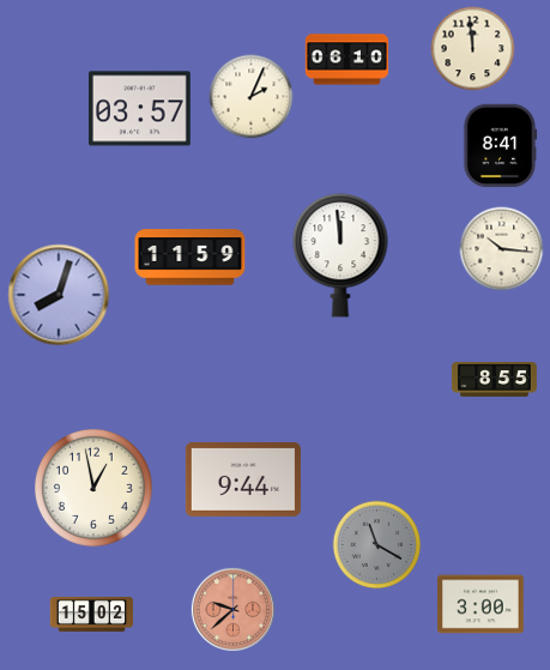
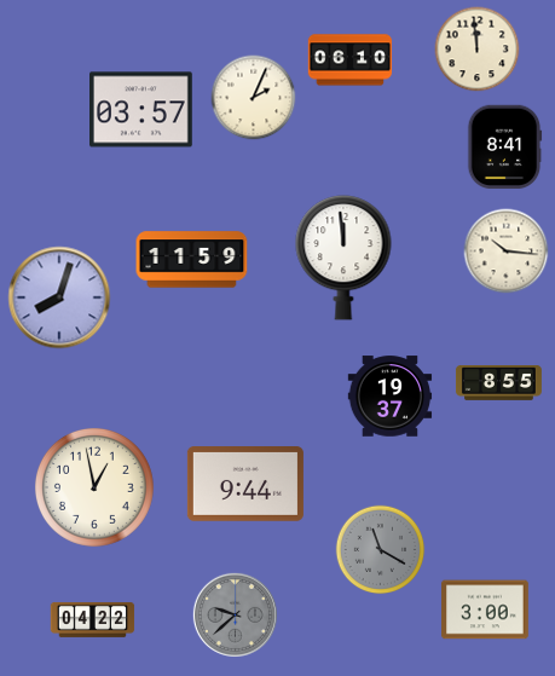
clock at (391, 397): none -> 19:37
clock at (93, 488) position: (93, 488) -> (94, 487)
clock at (232, 609) dial: salmon -> grey
clock at (92, 614): 15:02 -> 04:22
